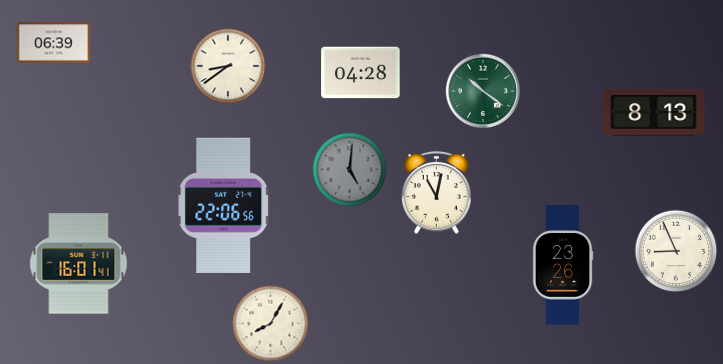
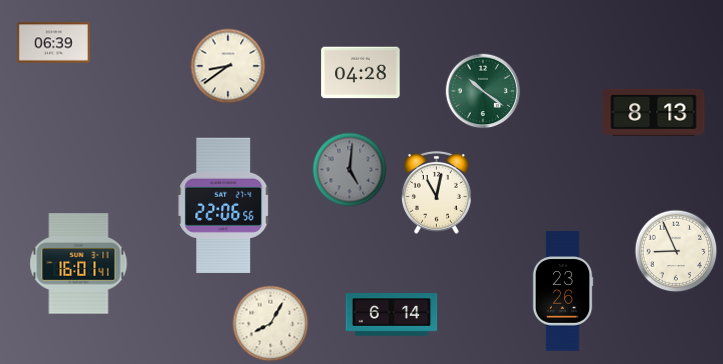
clock at (563, 265) position: (563, 265) -> (563, 291)
clock at (392, 315): none -> 6:14
